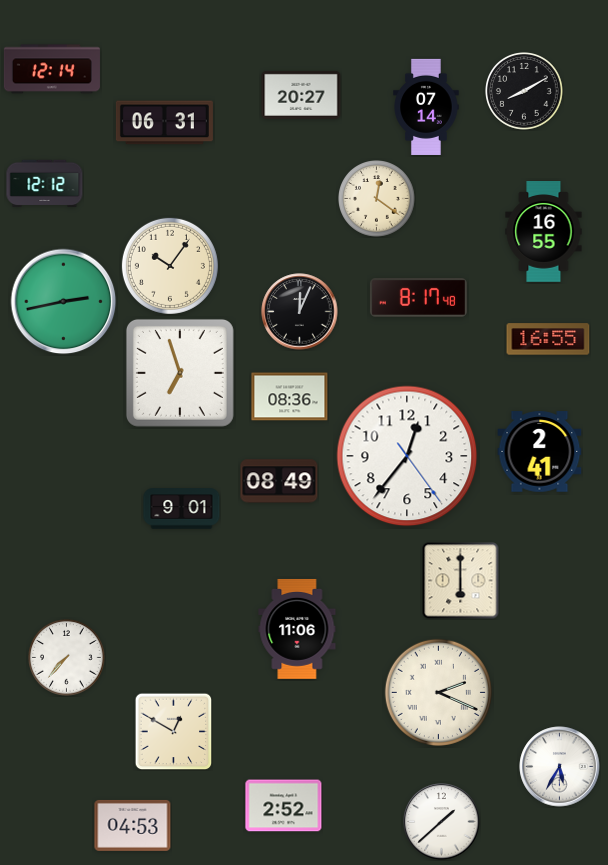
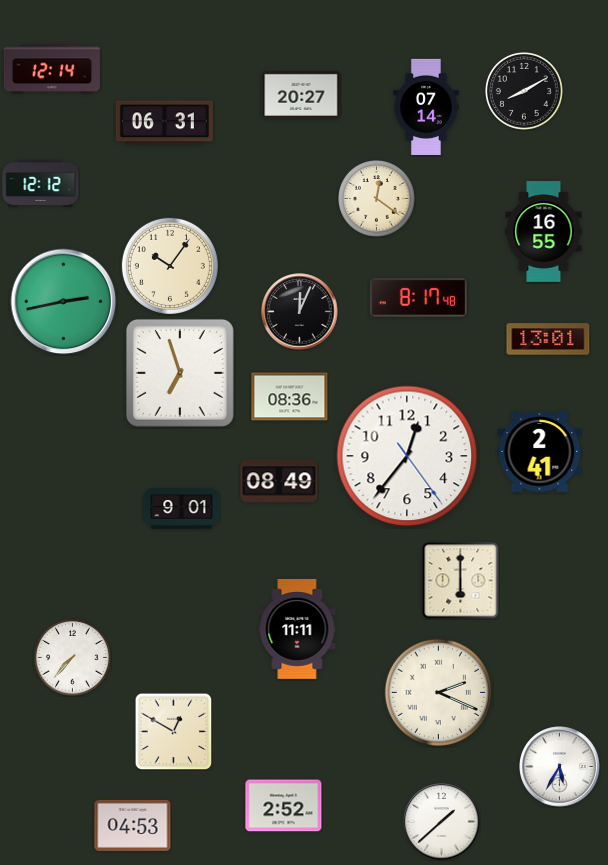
clock at (45, 183) position: (45, 183) -> (41, 183)
clock at (548, 339): 16:55 -> 13:01
clock at (297, 629): 11:06 -> 11:11
clock at (67, 658) position: (67, 658) -> (73, 658)
